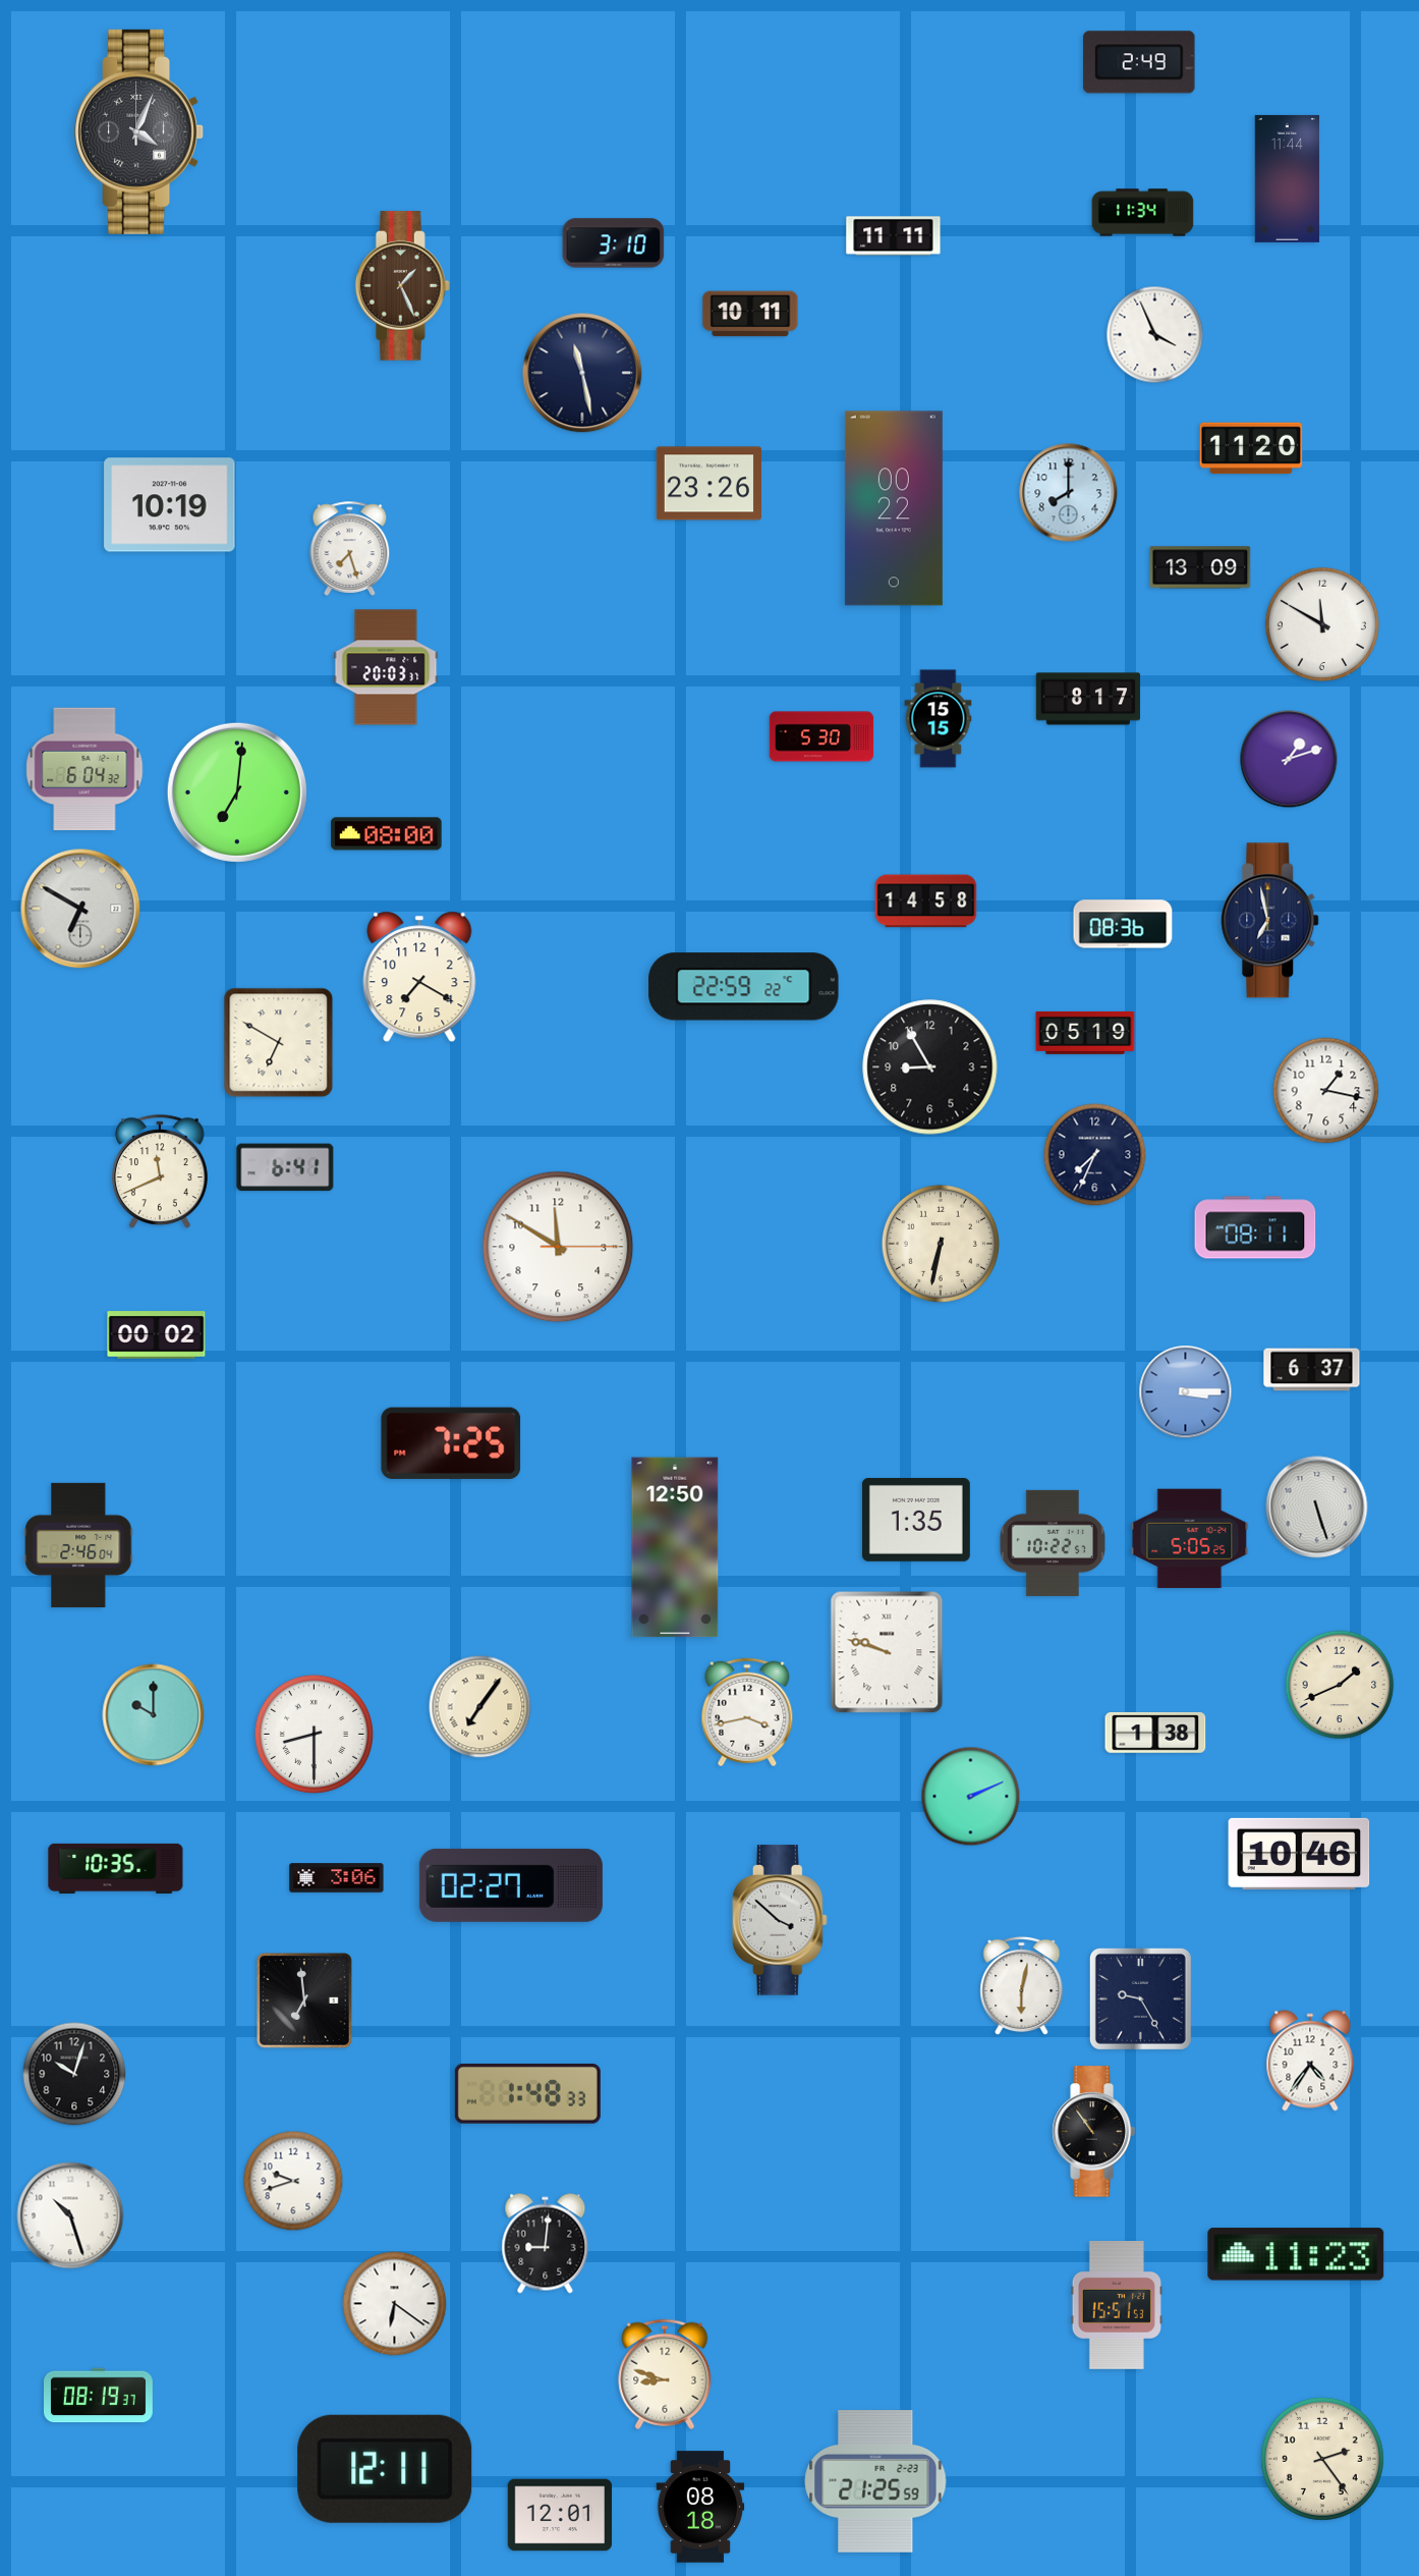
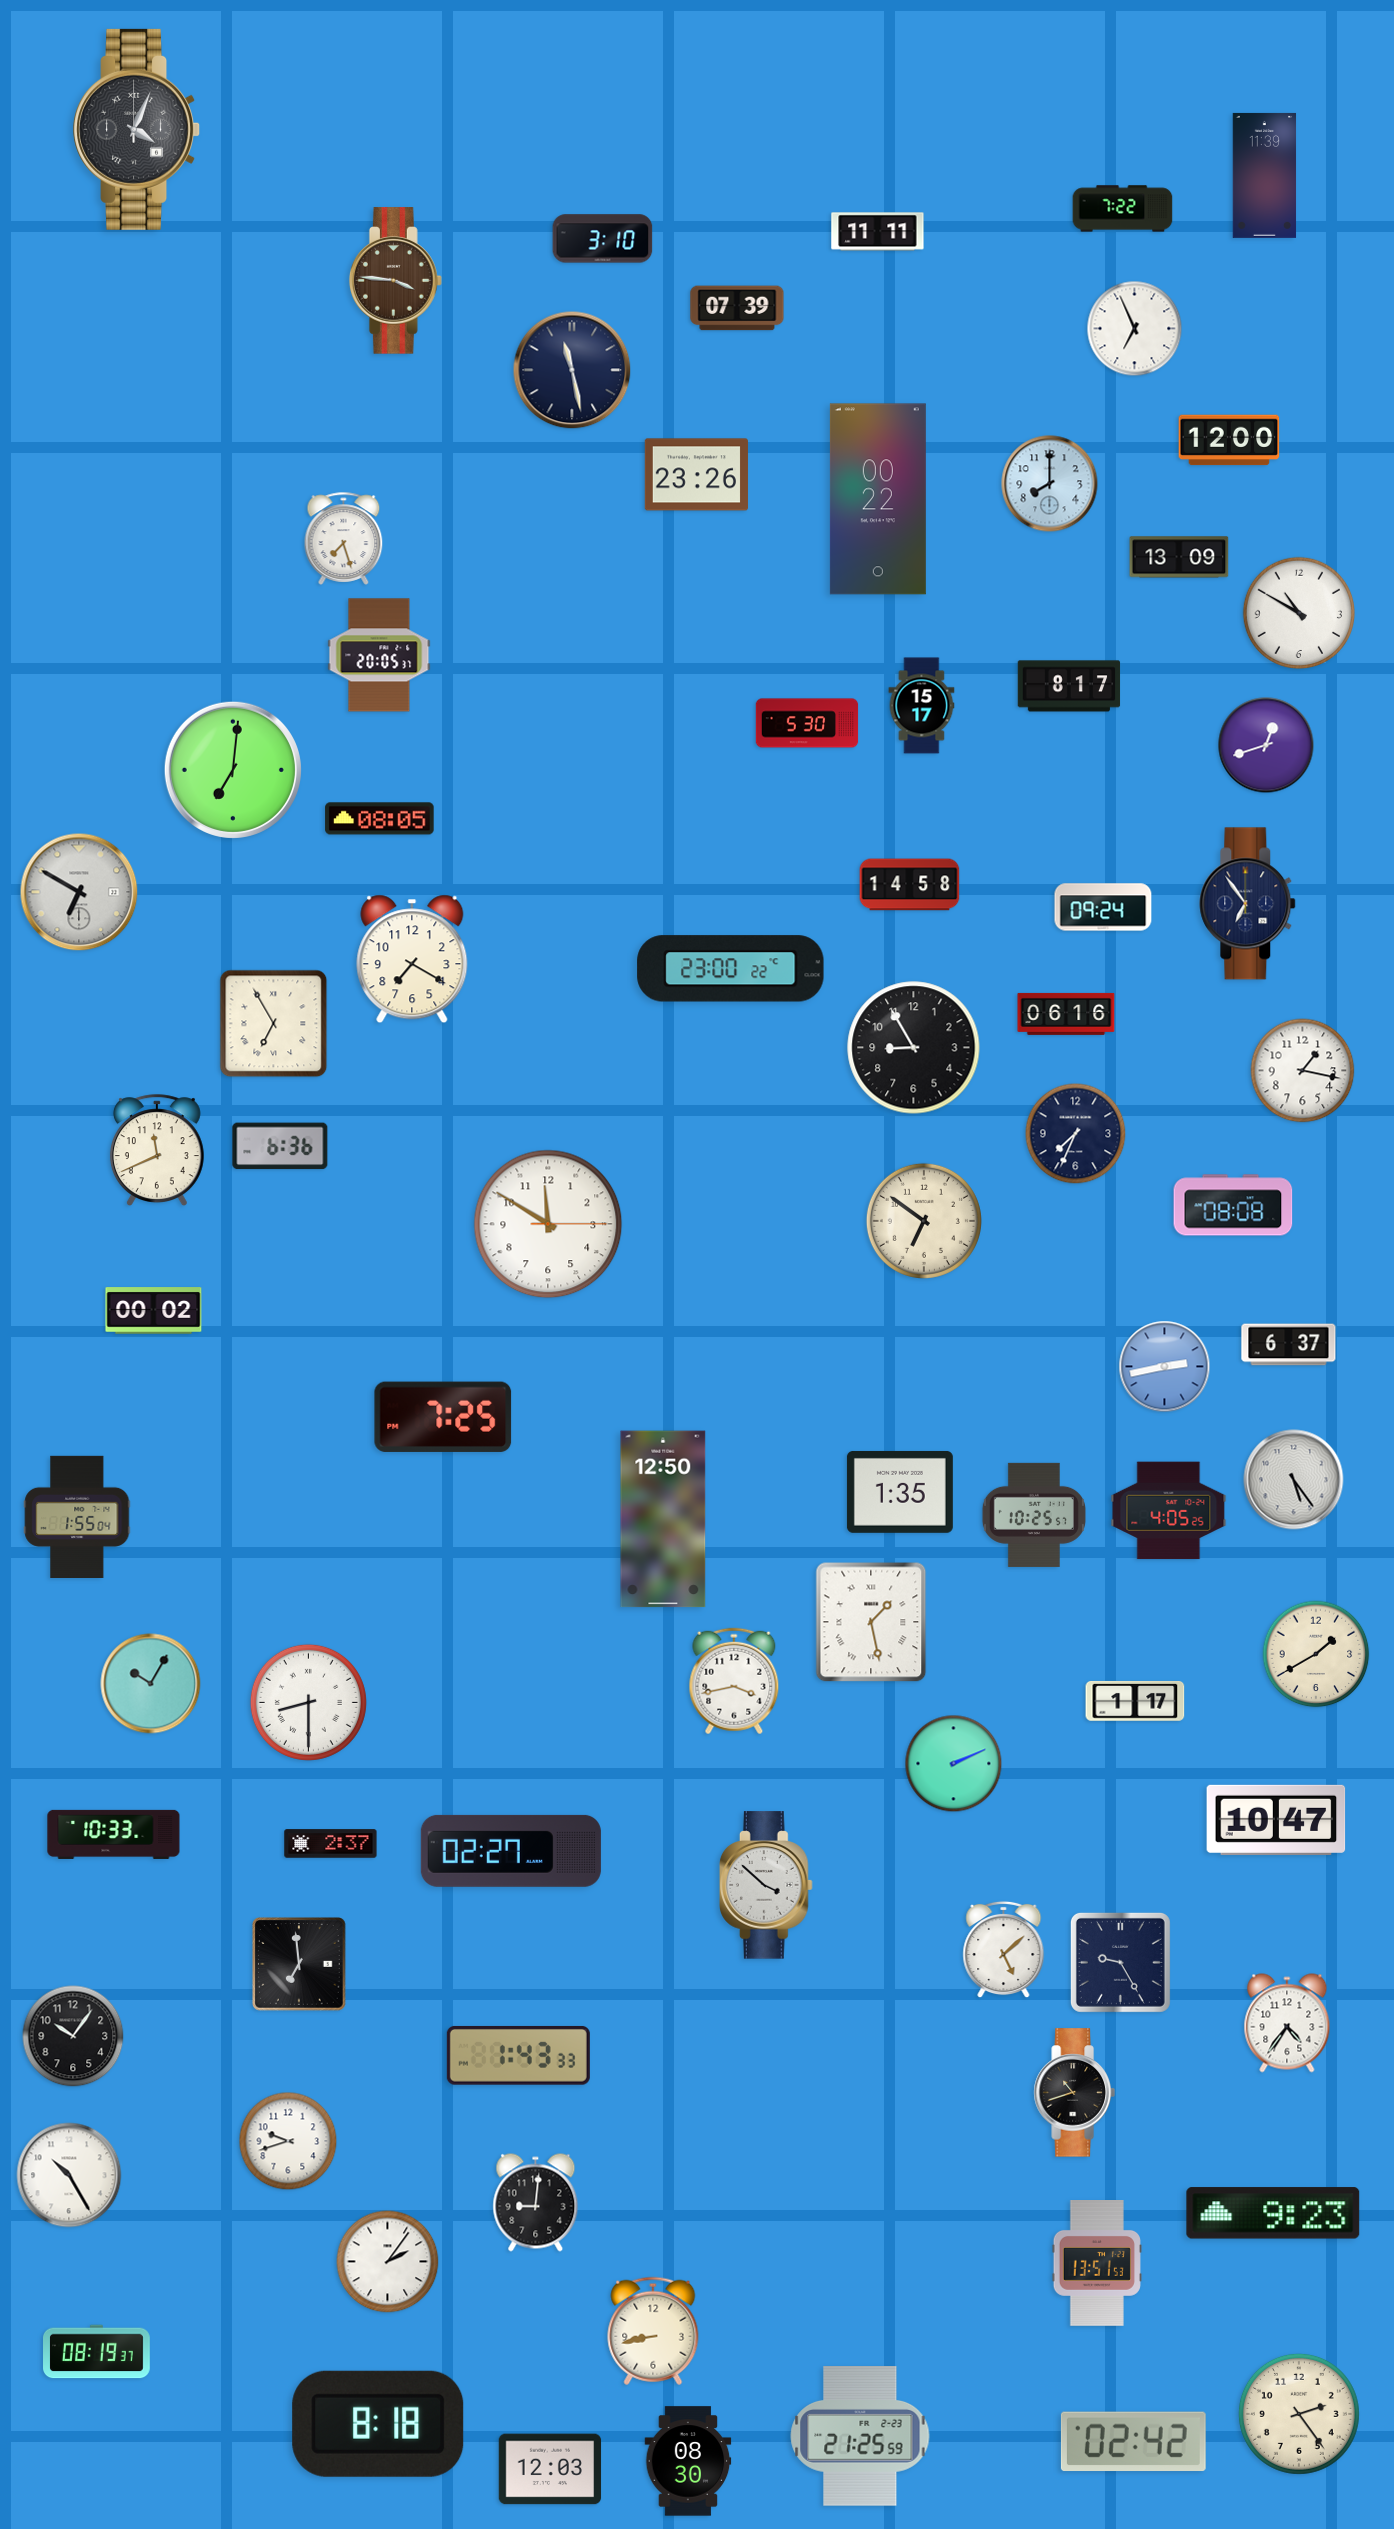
clock at (1139, 62): 2:49 -> none
clock at (1288, 178): 11:44 -> 11:39
clock at (1143, 213): 11:34 -> 7:22
clock at (402, 286): 1:26 -> 3:46
clock at (750, 314): 10:11 -> 07:39
clock at (1155, 335): 3:56 -> 6:56
clock at (582, 373) position: (582, 373) -> (572, 370)
clock at (1251, 448): 11:20 -> 12:00
clock at (170, 505): 10:19 -> none
clock at (1321, 623): 11:50 -> 10:50
clock at (386, 667): 20:03 -> 20:05
clock at (939, 719): 15:15 -> 15:17
clock at (1289, 759): 1:12 -> 12:42
clock at (84, 769): 6:04 -> none
clock at (237, 792) position: (237, 792) -> (233, 770)
clock at (387, 834): 08:00 -> 08:05
clock at (1270, 921): 6:58 -> 6:54
clock at (1123, 924): 08:36 -> 09:24
clock at (744, 987): 22:59 -> 23:00
clock at (1085, 1033): 05:19 -> 06:16
clock at (279, 1043): 6:50 -> 6:55
clock at (285, 1167): 6:41 -> 6:36
clock at (1255, 1227): 08:11 -> 08:08
clock at (941, 1244): 6:32 -> 6:51
clock at (1186, 1392): 3:15 -> 2:43
clock at (1317, 1508): 5:27 -> 5:24
clock at (1190, 1539): 5:05 -> 4:05
clock at (1053, 1543): 10:22 -> 10:25
clock at (78, 1544): 2:46 -> 1:55
clock at (887, 1652): 9:48 -> 1:28
clock at (1340, 1685): 1:41 -> 1:40
clock at (480, 1707): 7:06 -> none
clock at (154, 1715): 10:00 -> 10:05
clock at (1155, 1733): 1:38 -> 1:17
clock at (1299, 1854): 10:46 -> 10:47
clock at (116, 1868): 10:35 -> 10:33
clock at (337, 1878): 3:06 -> 2:37
clock at (511, 1885) position: (511, 1885) -> (511, 1851)
clock at (1022, 1986): 6:02 -> 5:08
clock at (74, 2074): 10:03 -> 10:06
clock at (527, 2093): 1:48 -> 1:43
clock at (1093, 2132): 10:54 -> 10:42
clock at (70, 2215): 10:27 -> 10:25
clock at (1296, 2254): 11:23 -> 9:23
clock at (395, 2304): 6:21 -> 2:06
clock at (1117, 2306): 15:51 -> 13:51
clock at (665, 2374): 8:48 -> 8:43
clock at (385, 2469): 12:11 -> 8:18
clock at (1133, 2442): none -> 02:42
clock at (700, 2507): 08:18 -> 08:30
clock at (560, 2515): 12:01 -> 12:03
